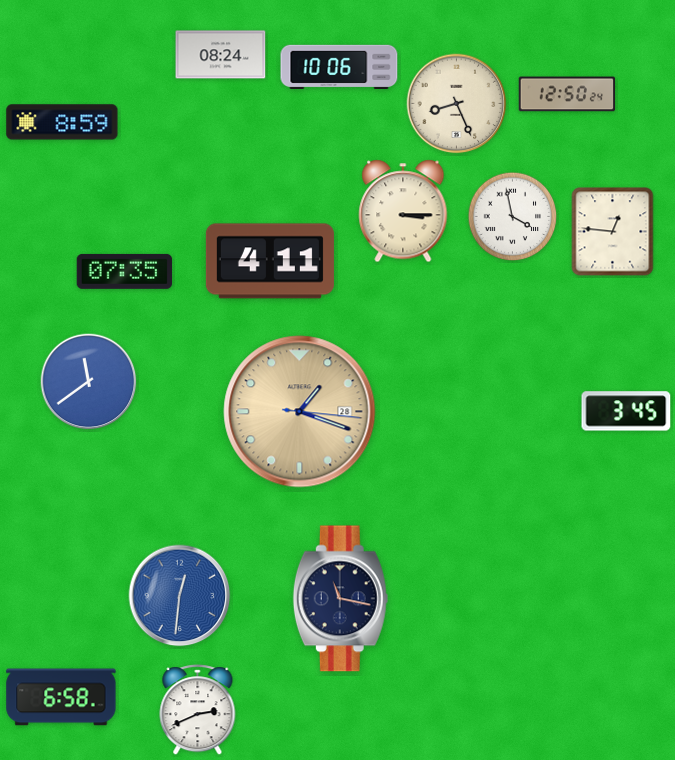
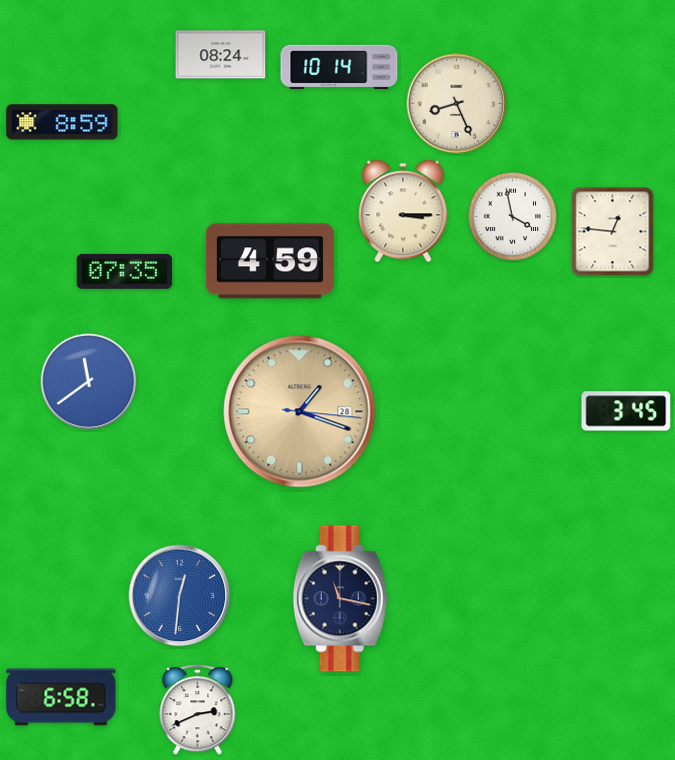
clock at (339, 66): 10:06 -> 10:14
clock at (567, 94): 12:50 -> none
clock at (270, 261): 4:11 -> 4:59
